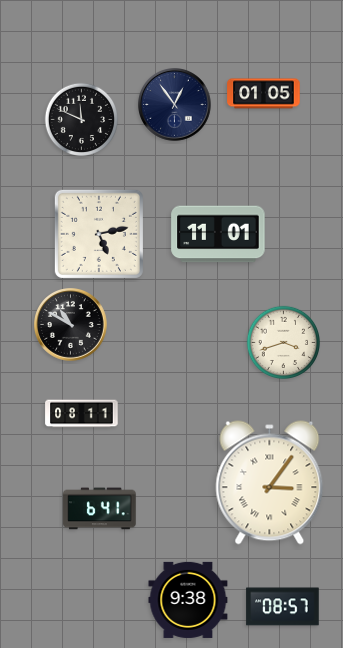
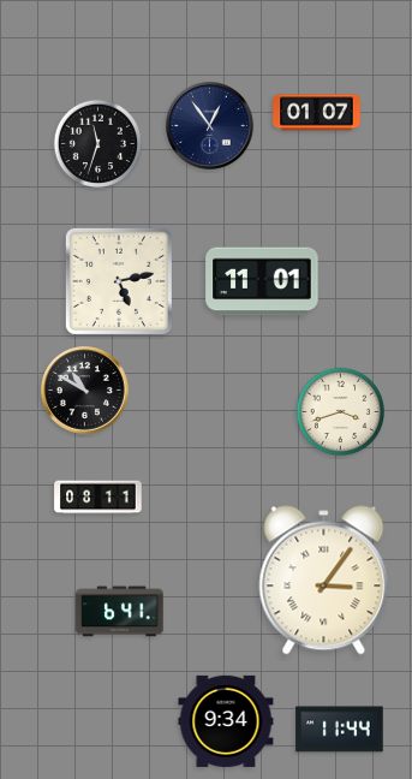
clock at (264, 94): 01:05 -> 01:07
clock at (82, 120): 11:49 -> 11:33
clock at (188, 600): 9:38 -> 9:34
clock at (283, 607): 08:57 -> 11:44
